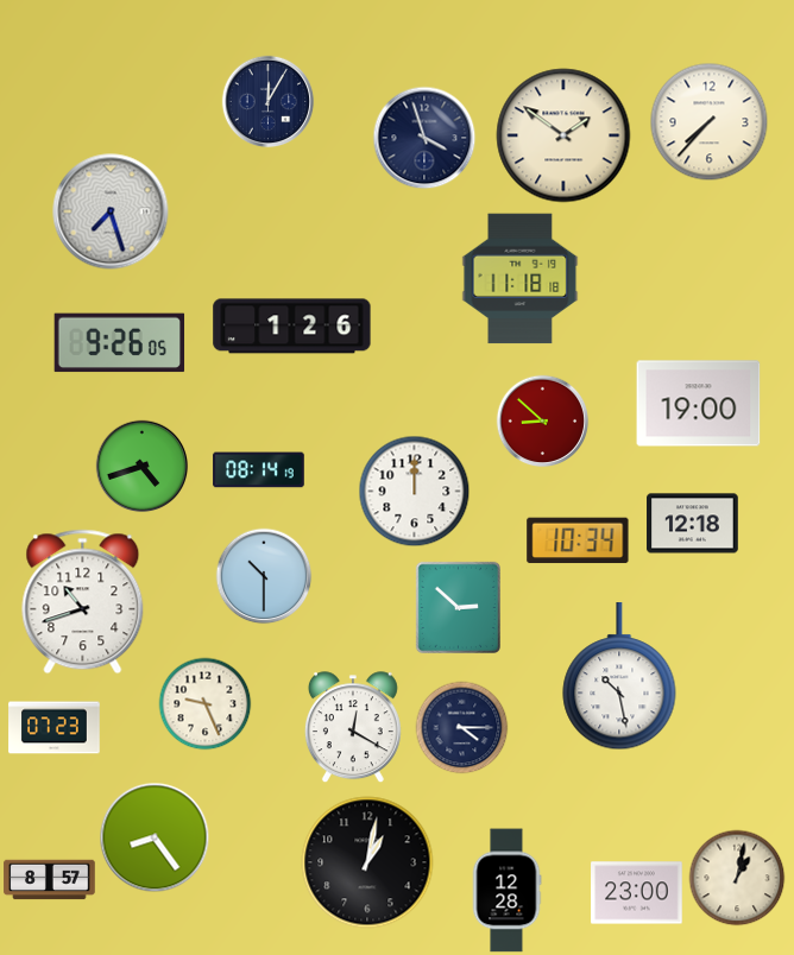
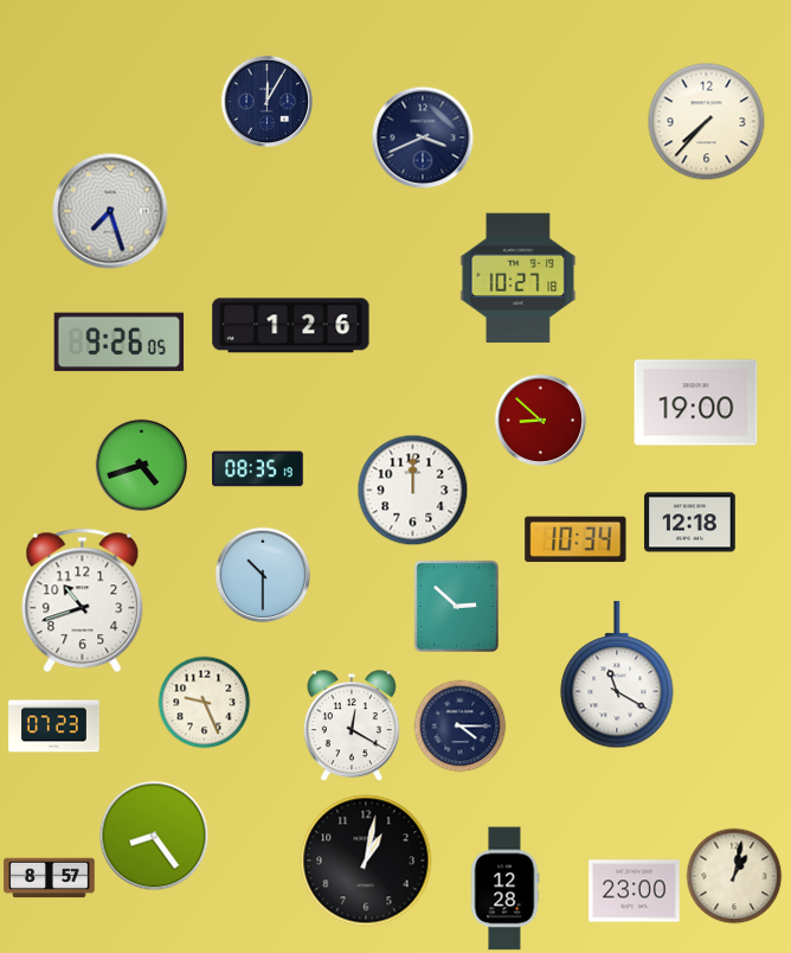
clock at (563, 135): 1:51 -> none
clock at (424, 138): 3:57 -> 3:41
clock at (521, 279): 11:18 -> 10:27
clock at (259, 470): 08:14 -> 08:35
clock at (619, 677): 10:28 -> 11:20
